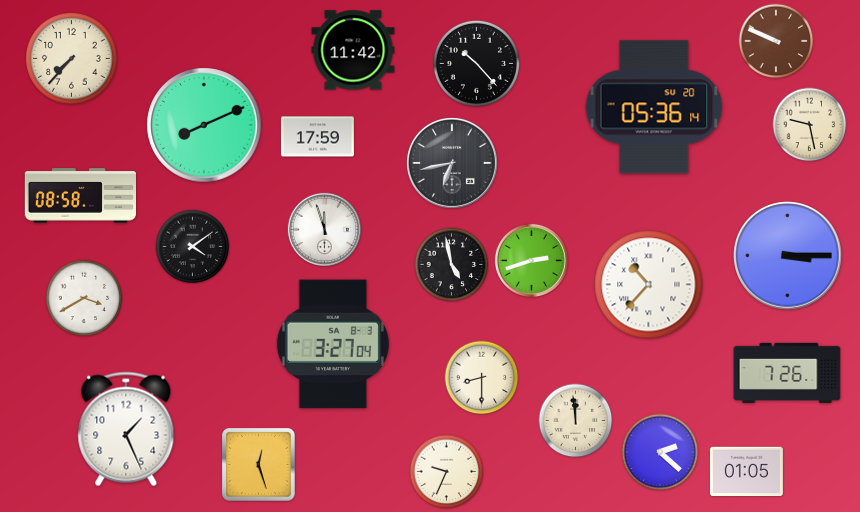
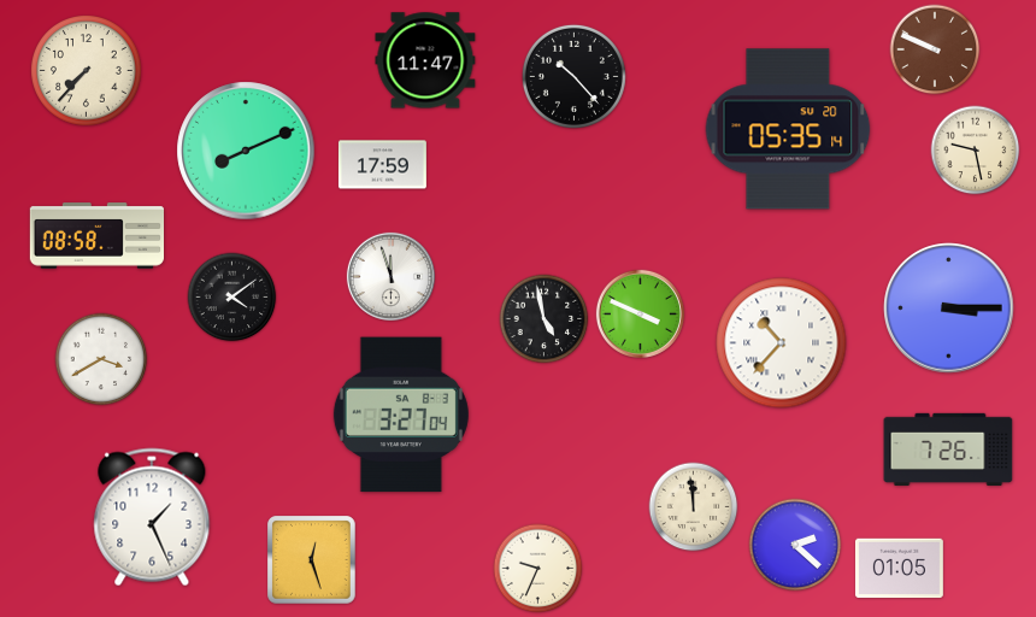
clock at (353, 50): 11:42 -> 11:47
clock at (654, 107): 05:36 -> 05:35
clock at (452, 163): 6:43 -> none
clock at (531, 260): 2:42 -> 3:49
clock at (482, 378): 8:30 -> none
